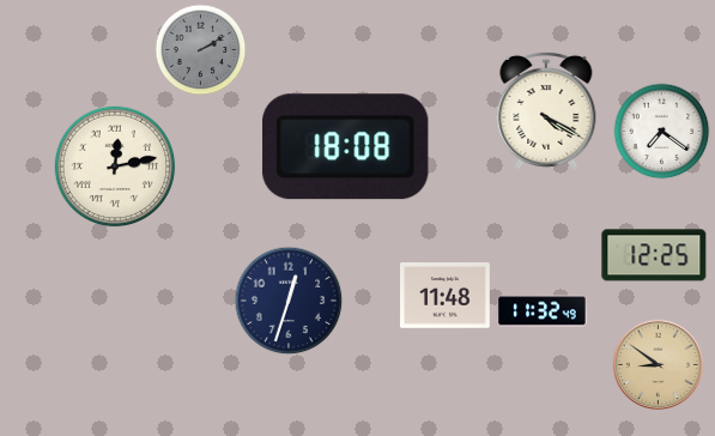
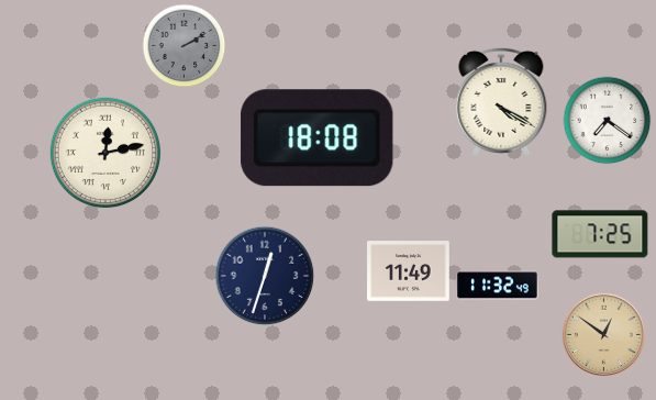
clock at (346, 147) position: (346, 147) -> (318, 138)
clock at (654, 255): 12:25 -> 7:25
clock at (446, 296): 11:48 -> 11:49
clock at (658, 364): 8:51 -> 12:51
